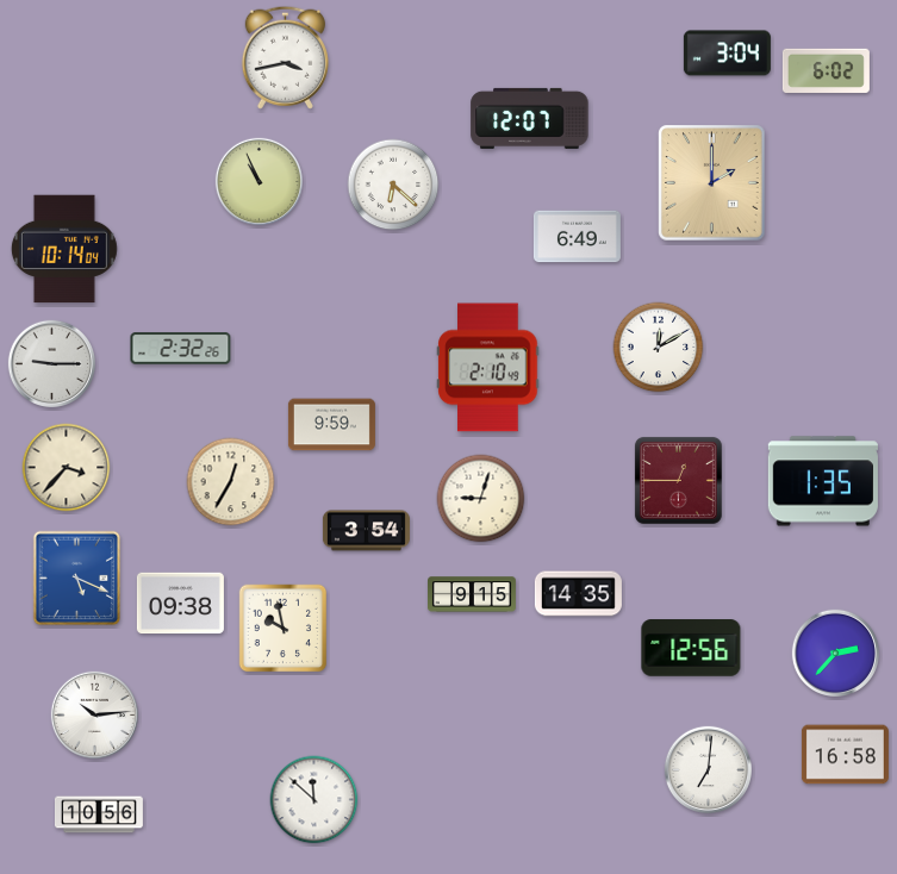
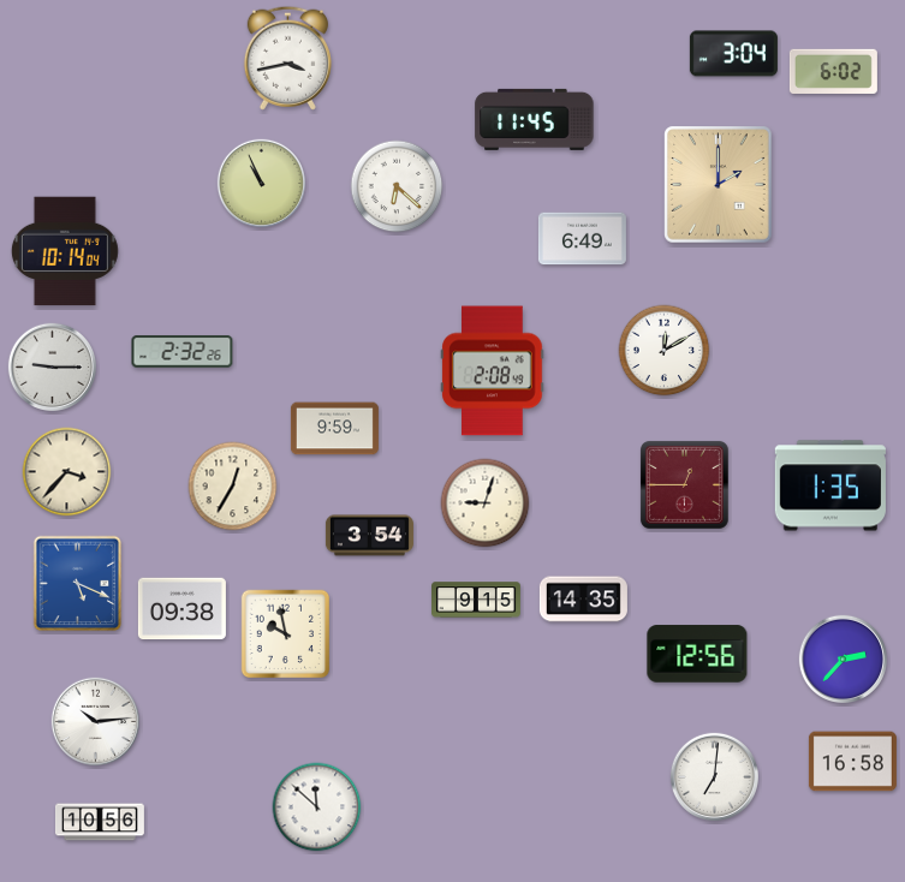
clock at (530, 118): 12:07 -> 11:45
clock at (488, 368): 2:10 -> 2:08
